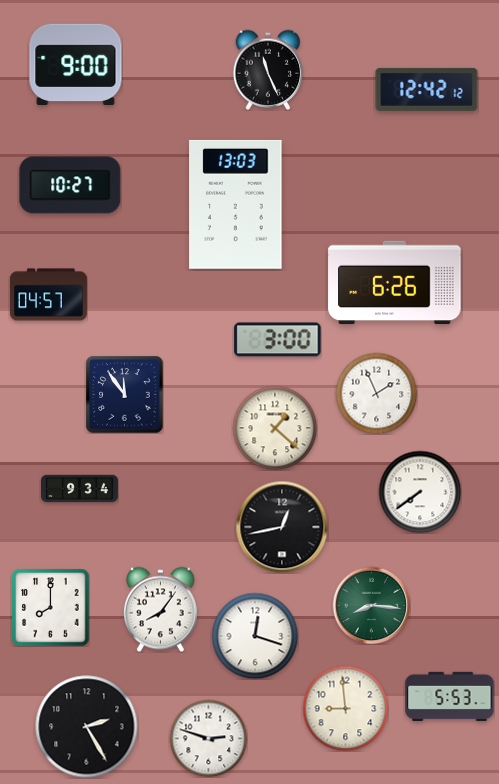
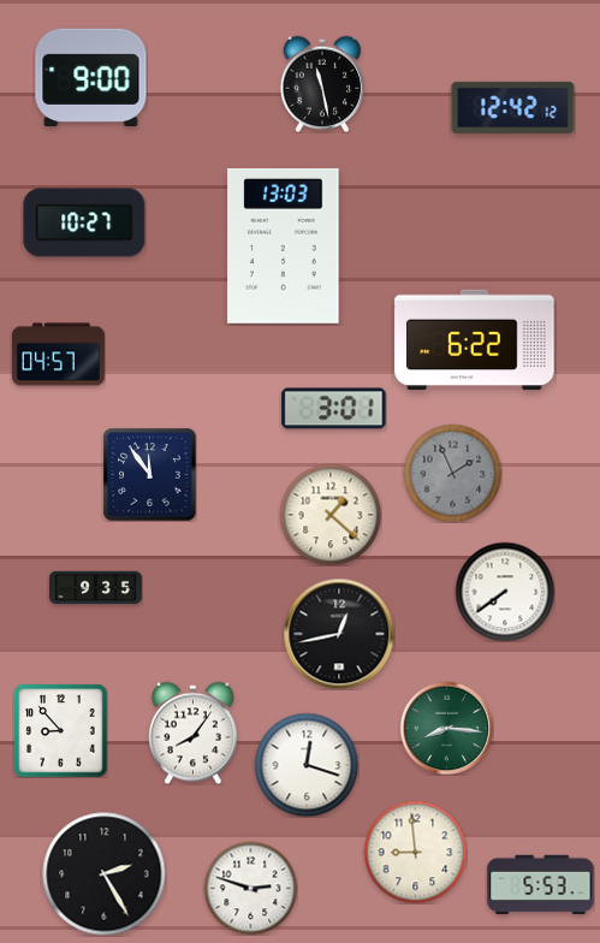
clock at (268, 70): 11:26 -> 11:28
clock at (395, 283): 6:26 -> 6:22
clock at (278, 340): 3:00 -> 3:01
clock at (376, 393) dial: white -> grey
clock at (80, 489): 9:34 -> 9:35
clock at (50, 607): 8:00 -> 8:53
clock at (450, 697) position: (450, 697) -> (541, 885)
